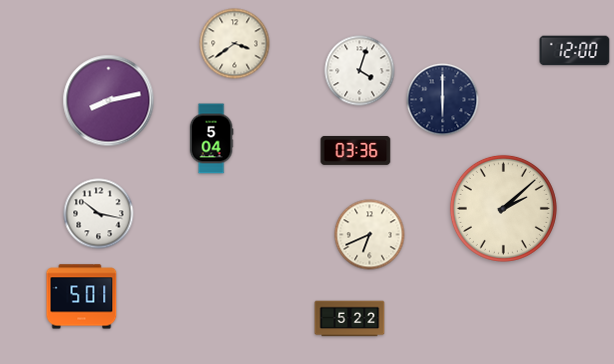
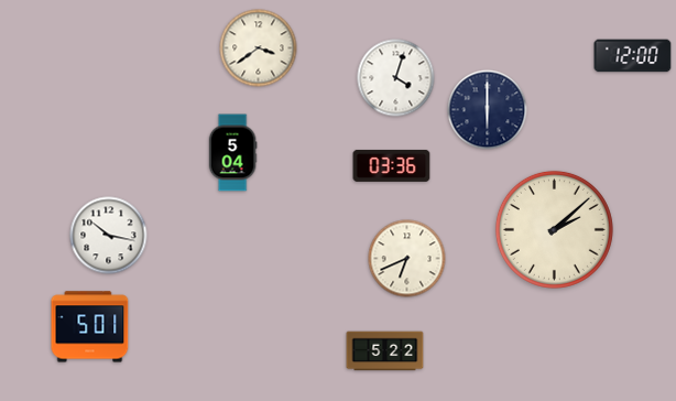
clock at (109, 101): 8:13 -> none
